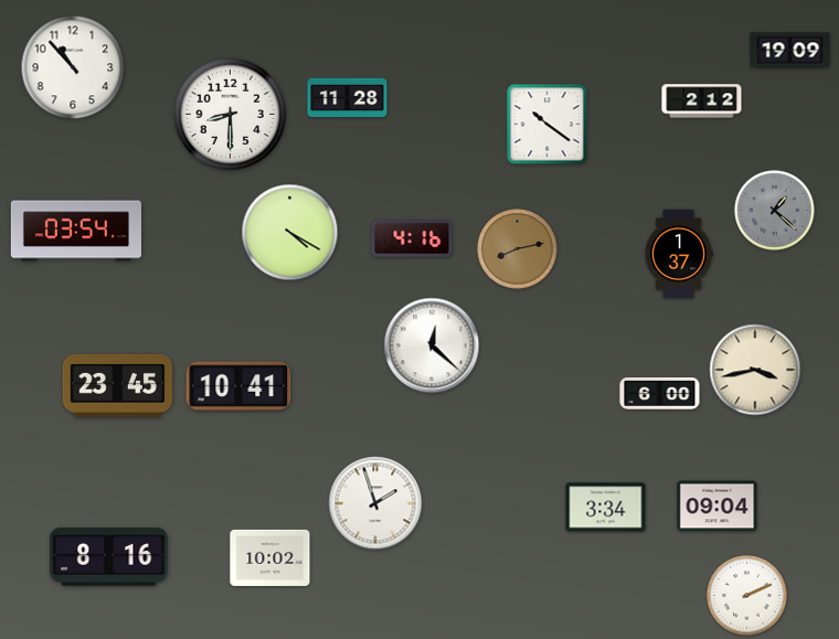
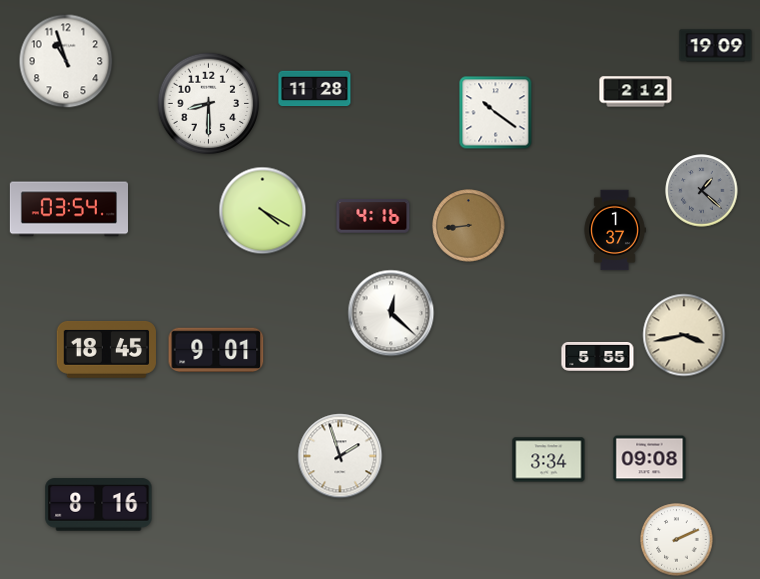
clock at (73, 67): 10:53 -> 10:57
clock at (518, 249): 8:13 -> 8:44
clock at (117, 385): 23:45 -> 18:45
clock at (238, 385): 10:41 -> 9:01
clock at (660, 394): 6:00 -> 5:55
clock at (718, 507): 09:04 -> 09:08
clock at (270, 557): 10:02 -> none
